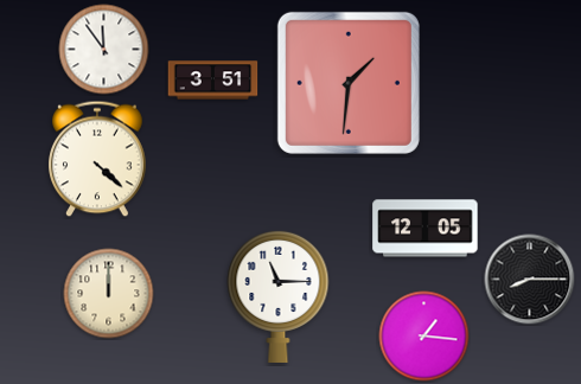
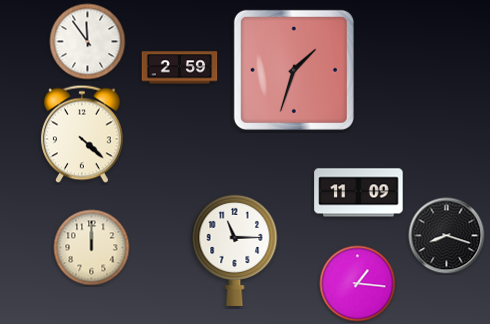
clock at (213, 81): 3:51 -> 2:59
clock at (349, 83): 1:31 -> 1:33
clock at (426, 229): 12:05 -> 11:09
clock at (530, 280): 8:15 -> 8:18
